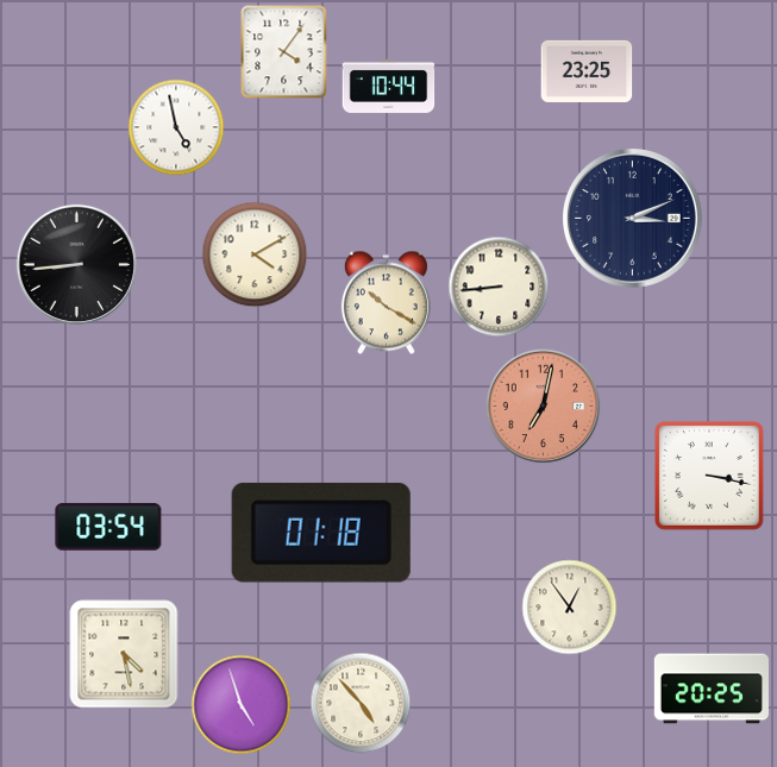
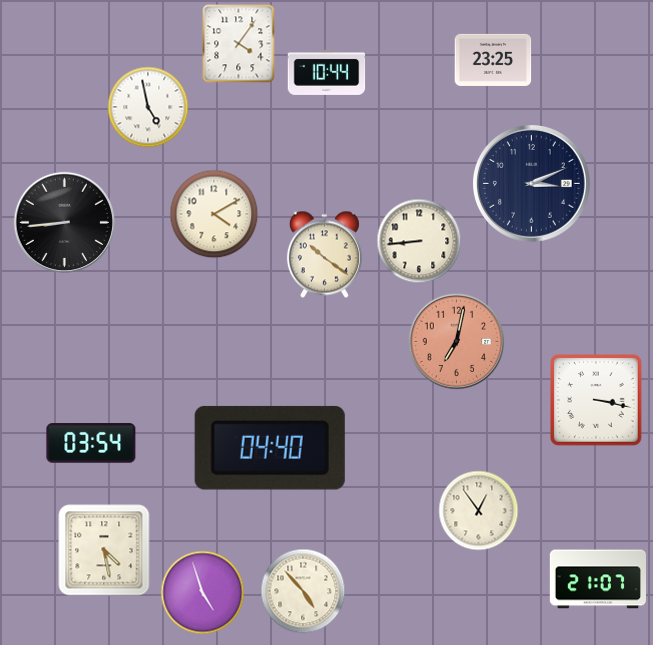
clock at (386, 303): 10:20 -> 10:21
clock at (321, 533): 01:18 -> 04:40
clock at (710, 689): 20:25 -> 21:07
